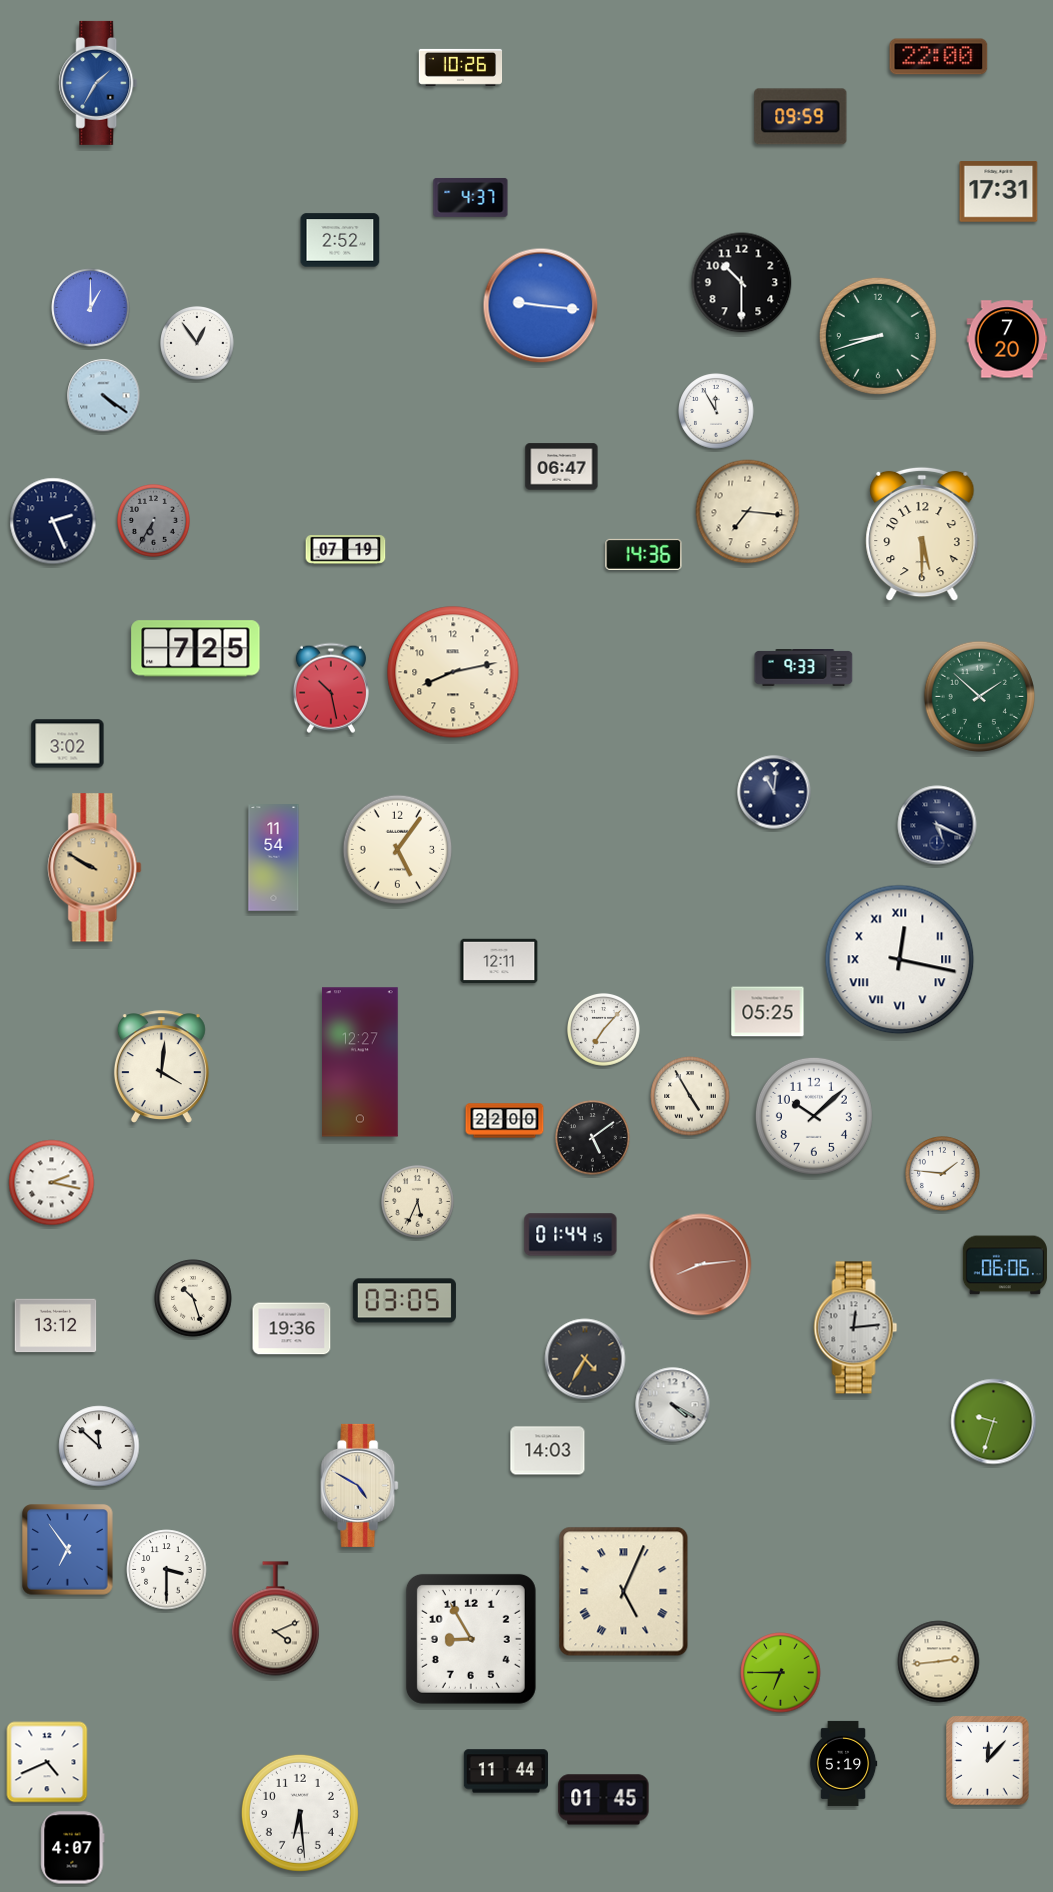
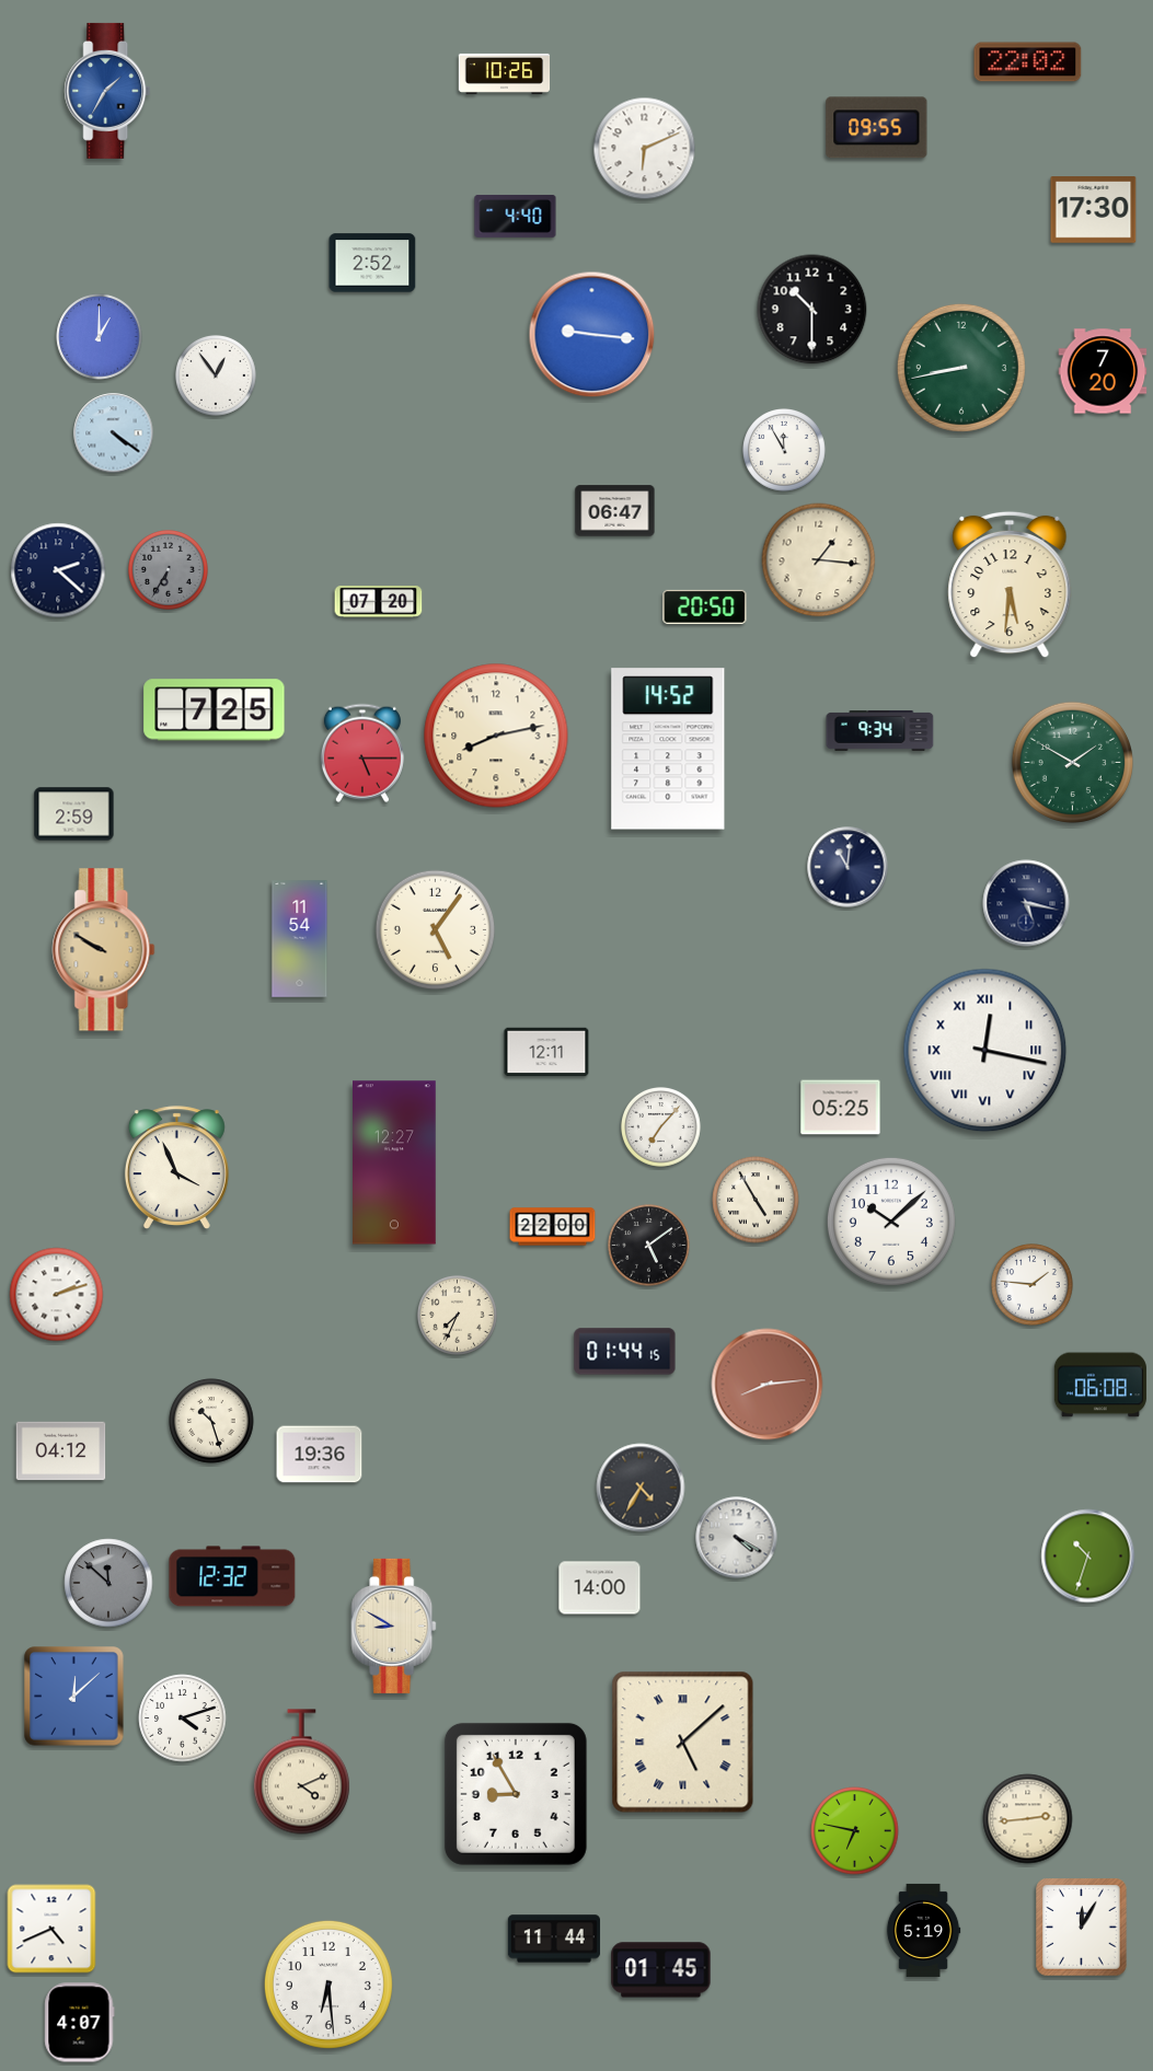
clock at (939, 57): 22:00 -> 22:02
clock at (801, 117): 09:59 -> 09:55
clock at (645, 149): none -> 6:11
clock at (999, 192): 17:31 -> 17:30
clock at (471, 197): 4:37 -> 4:40
clock at (878, 336): 8:42 -> 8:43
clock at (748, 512): 7:16 -> 1:16
clock at (53, 521): 2:26 -> 2:22
clock at (922, 534): 5:30 -> 5:31
clock at (346, 550): 07:19 -> 07:20
clock at (644, 554): 14:36 -> 20:50
clock at (804, 668): 9:33 -> 9:34
clock at (668, 749): none -> 14:52
clock at (331, 688): 10:28 -> 5:15
clock at (979, 696): 1:52 -> 1:50
clock at (68, 744): 3:02 -> 2:59
clock at (937, 825): 5:19 -> 5:17
clock at (161, 1066): 4:01 -> 3:56
clock at (52, 1183): 2:17 -> 2:12
clock at (418, 1202): 5:34 -> 7:34
clock at (1005, 1265): 06:06 -> 06:08
clock at (404, 1301): 03:05 -> none
clock at (56, 1326): 13:12 -> 04:12
clock at (856, 1328): 12:14 -> none
clock at (994, 1422): 9:33 -> 10:33
clock at (232, 1576): none -> 12:32
clock at (99, 1446) dial: white -> grey
clock at (548, 1451): 14:03 -> 14:00
clock at (360, 1485): 4:50 -> 8:50
clock at (68, 1550): 6:54 -> 12:08
clock at (167, 1570): 3:30 -> 4:12
clock at (624, 1592): 5:04 -> 5:08
clock at (781, 1673): 6:45 -> 6:47
clock at (988, 1761): 12:07 -> 12:05
